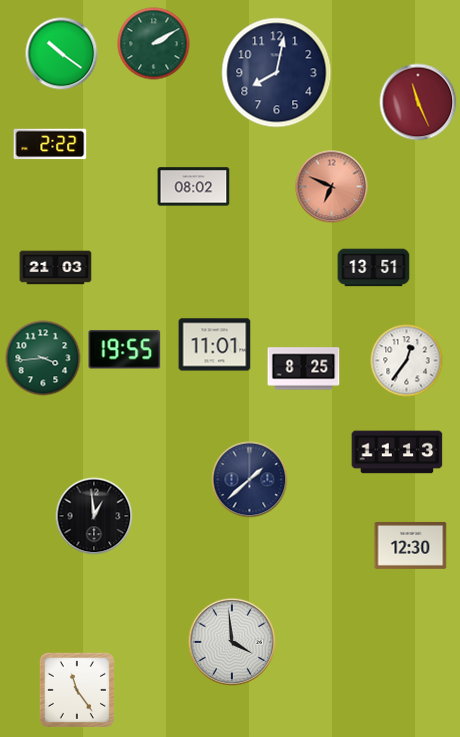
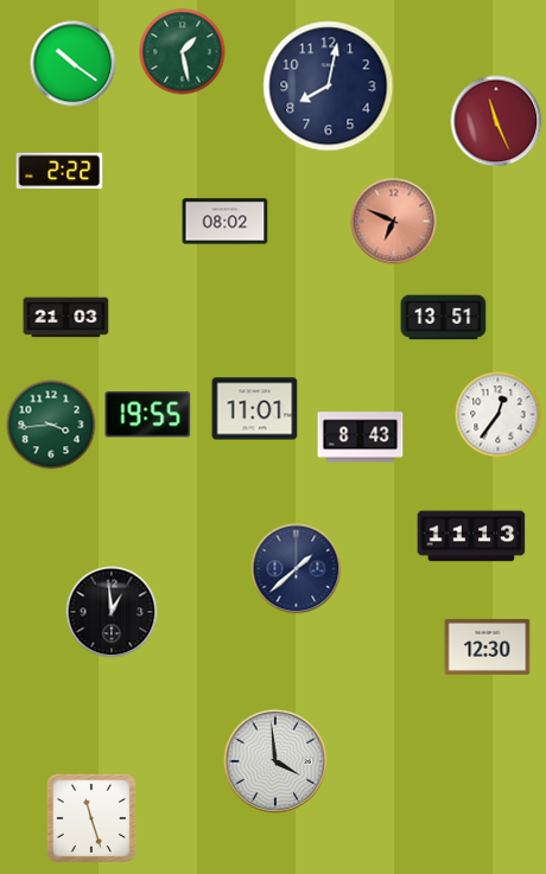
clock at (154, 44): 2:10 -> 1:28
clock at (194, 187) position: (194, 187) -> (226, 222)
clock at (407, 361) position: (407, 361) -> (499, 415)
clock at (304, 369): 8:25 -> 8:43
clock at (77, 690): 11:24 -> 11:27
